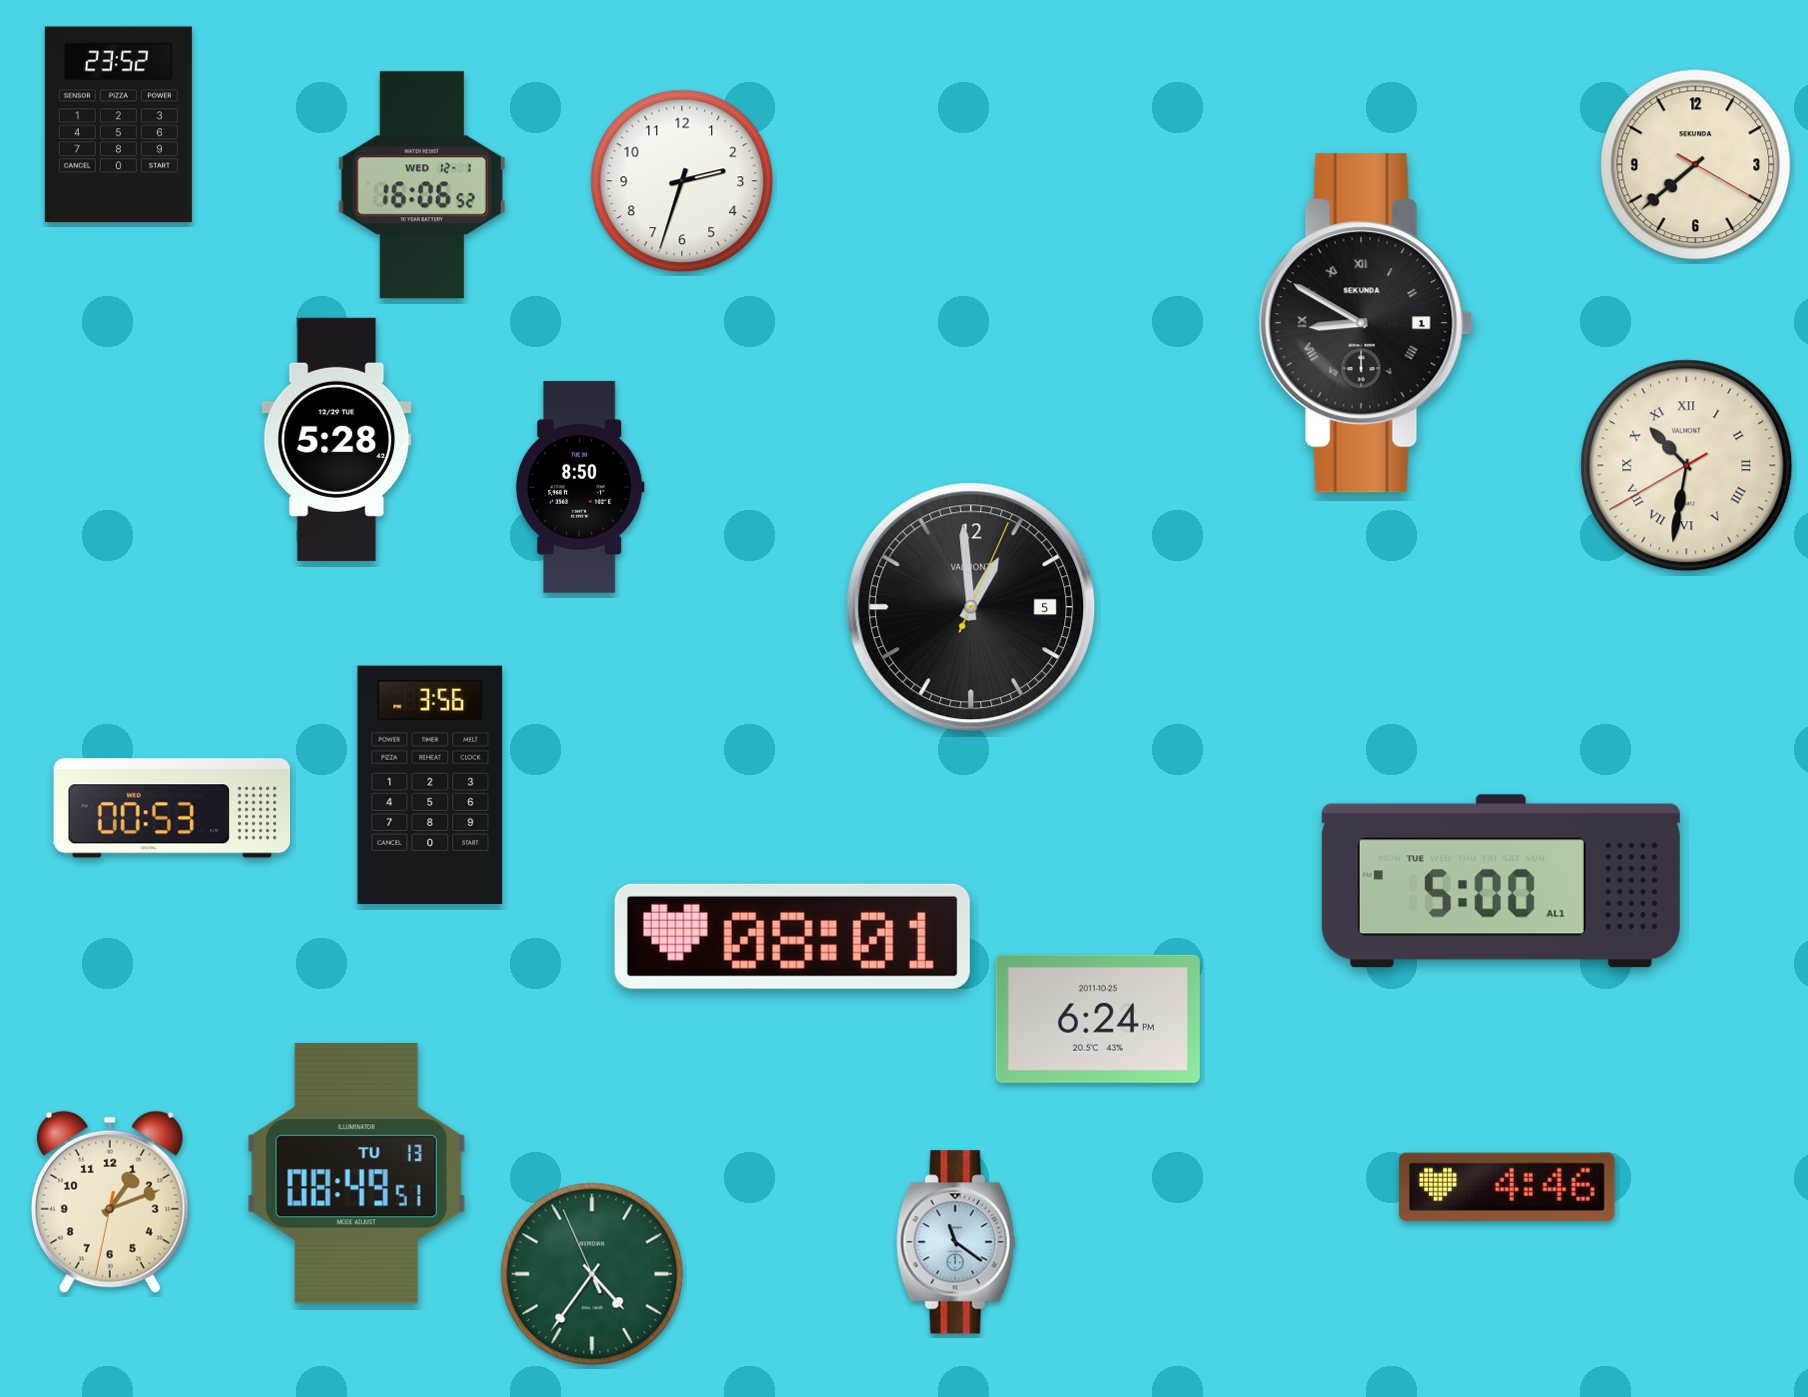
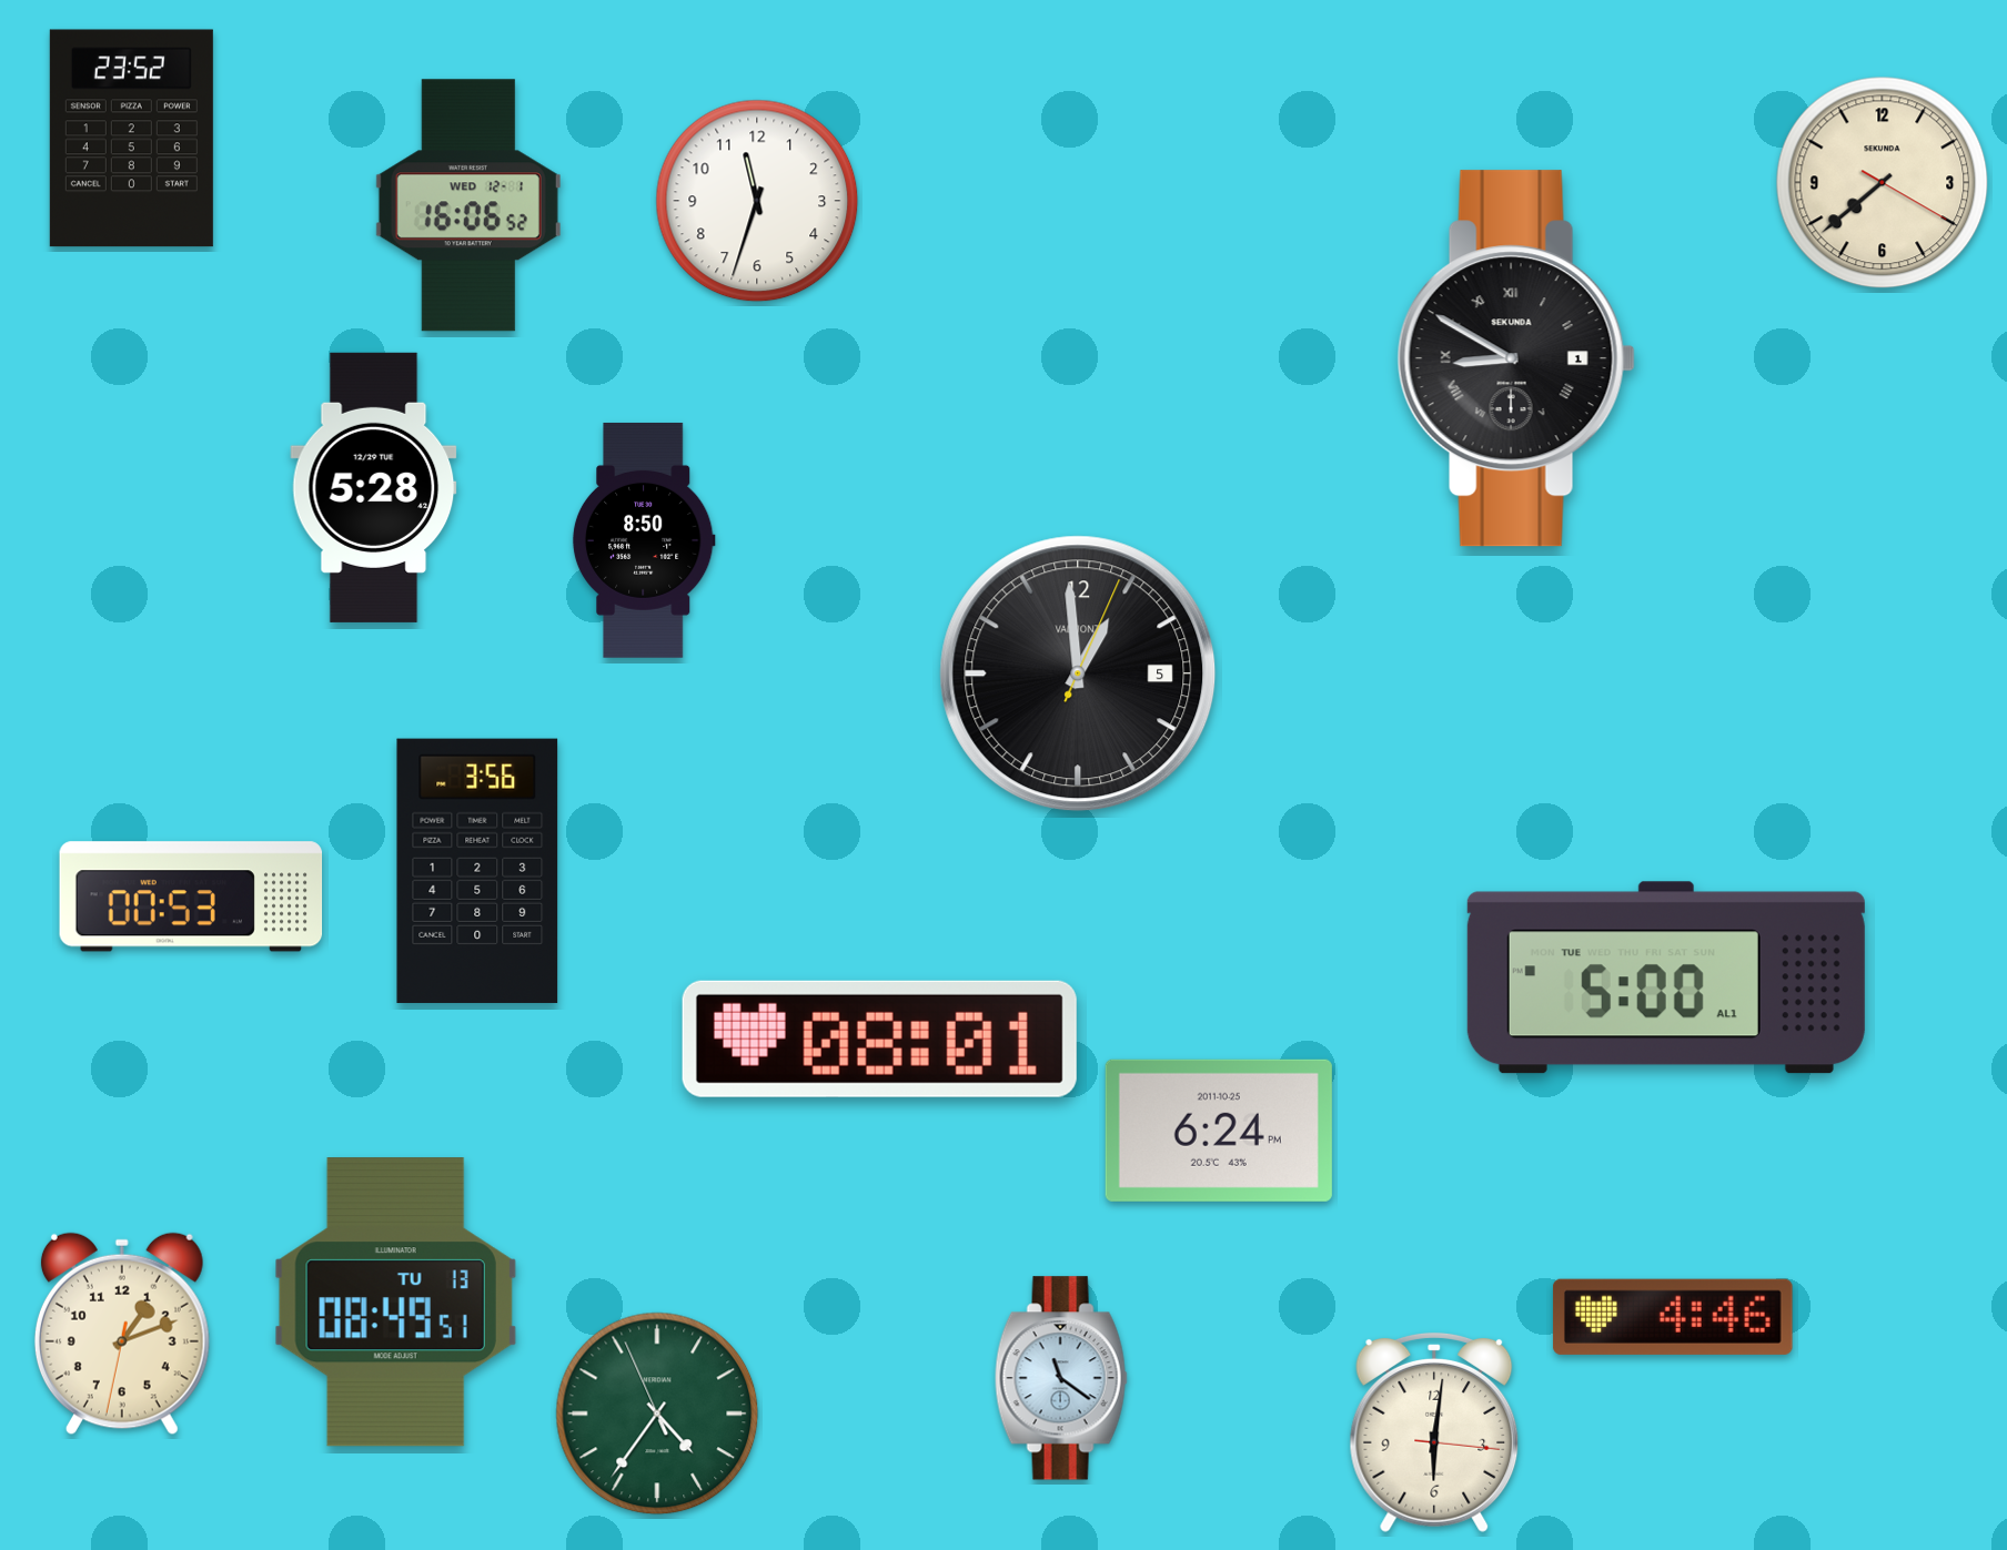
clock at (682, 181): 2:33 -> 11:33
clock at (1687, 466): 10:31 -> none
clock at (1434, 1432): none -> 6:01
